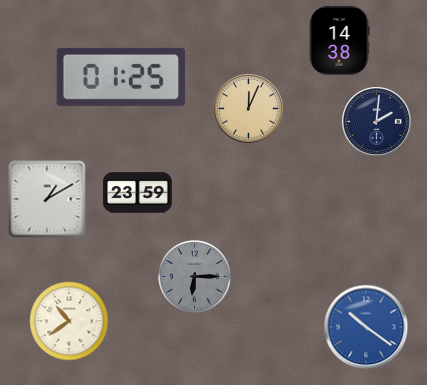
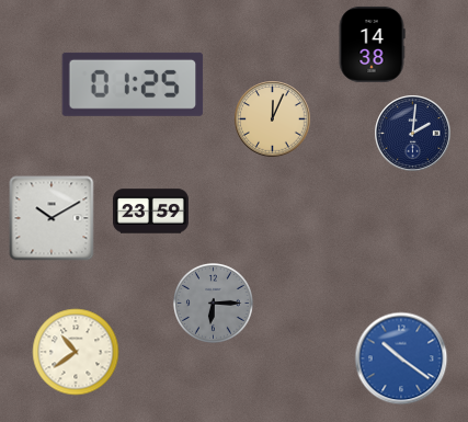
clock at (47, 199): 1:10 -> 10:10
